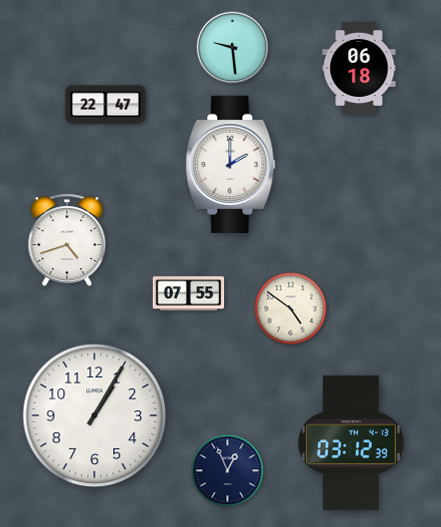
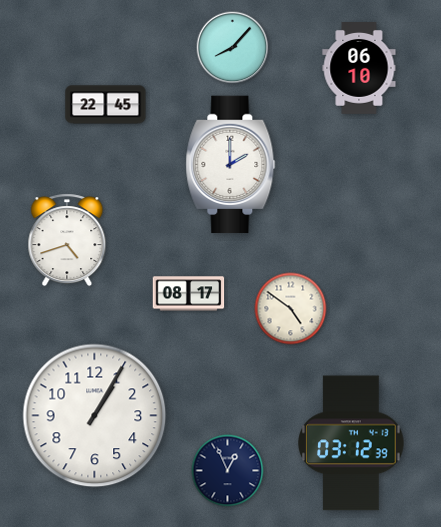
clock at (233, 48): 9:29 -> 8:07
clock at (359, 69): 06:18 -> 06:10
clock at (106, 105): 22:47 -> 22:45
clock at (189, 294): 07:55 -> 08:17
